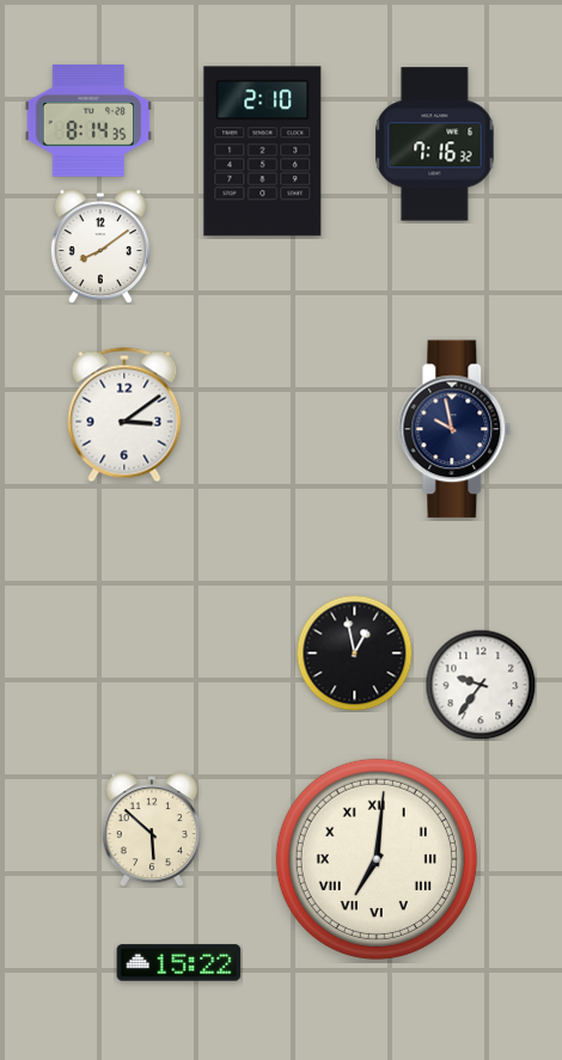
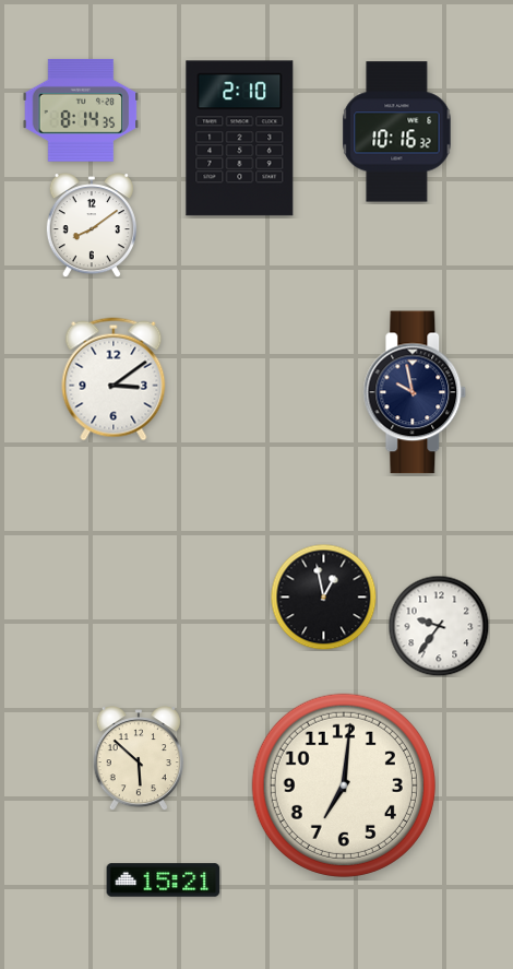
clock at (435, 145): 7:16 -> 10:16
clock at (377, 859) numerals: Roman -> Arabic
clock at (179, 963): 15:22 -> 15:21
